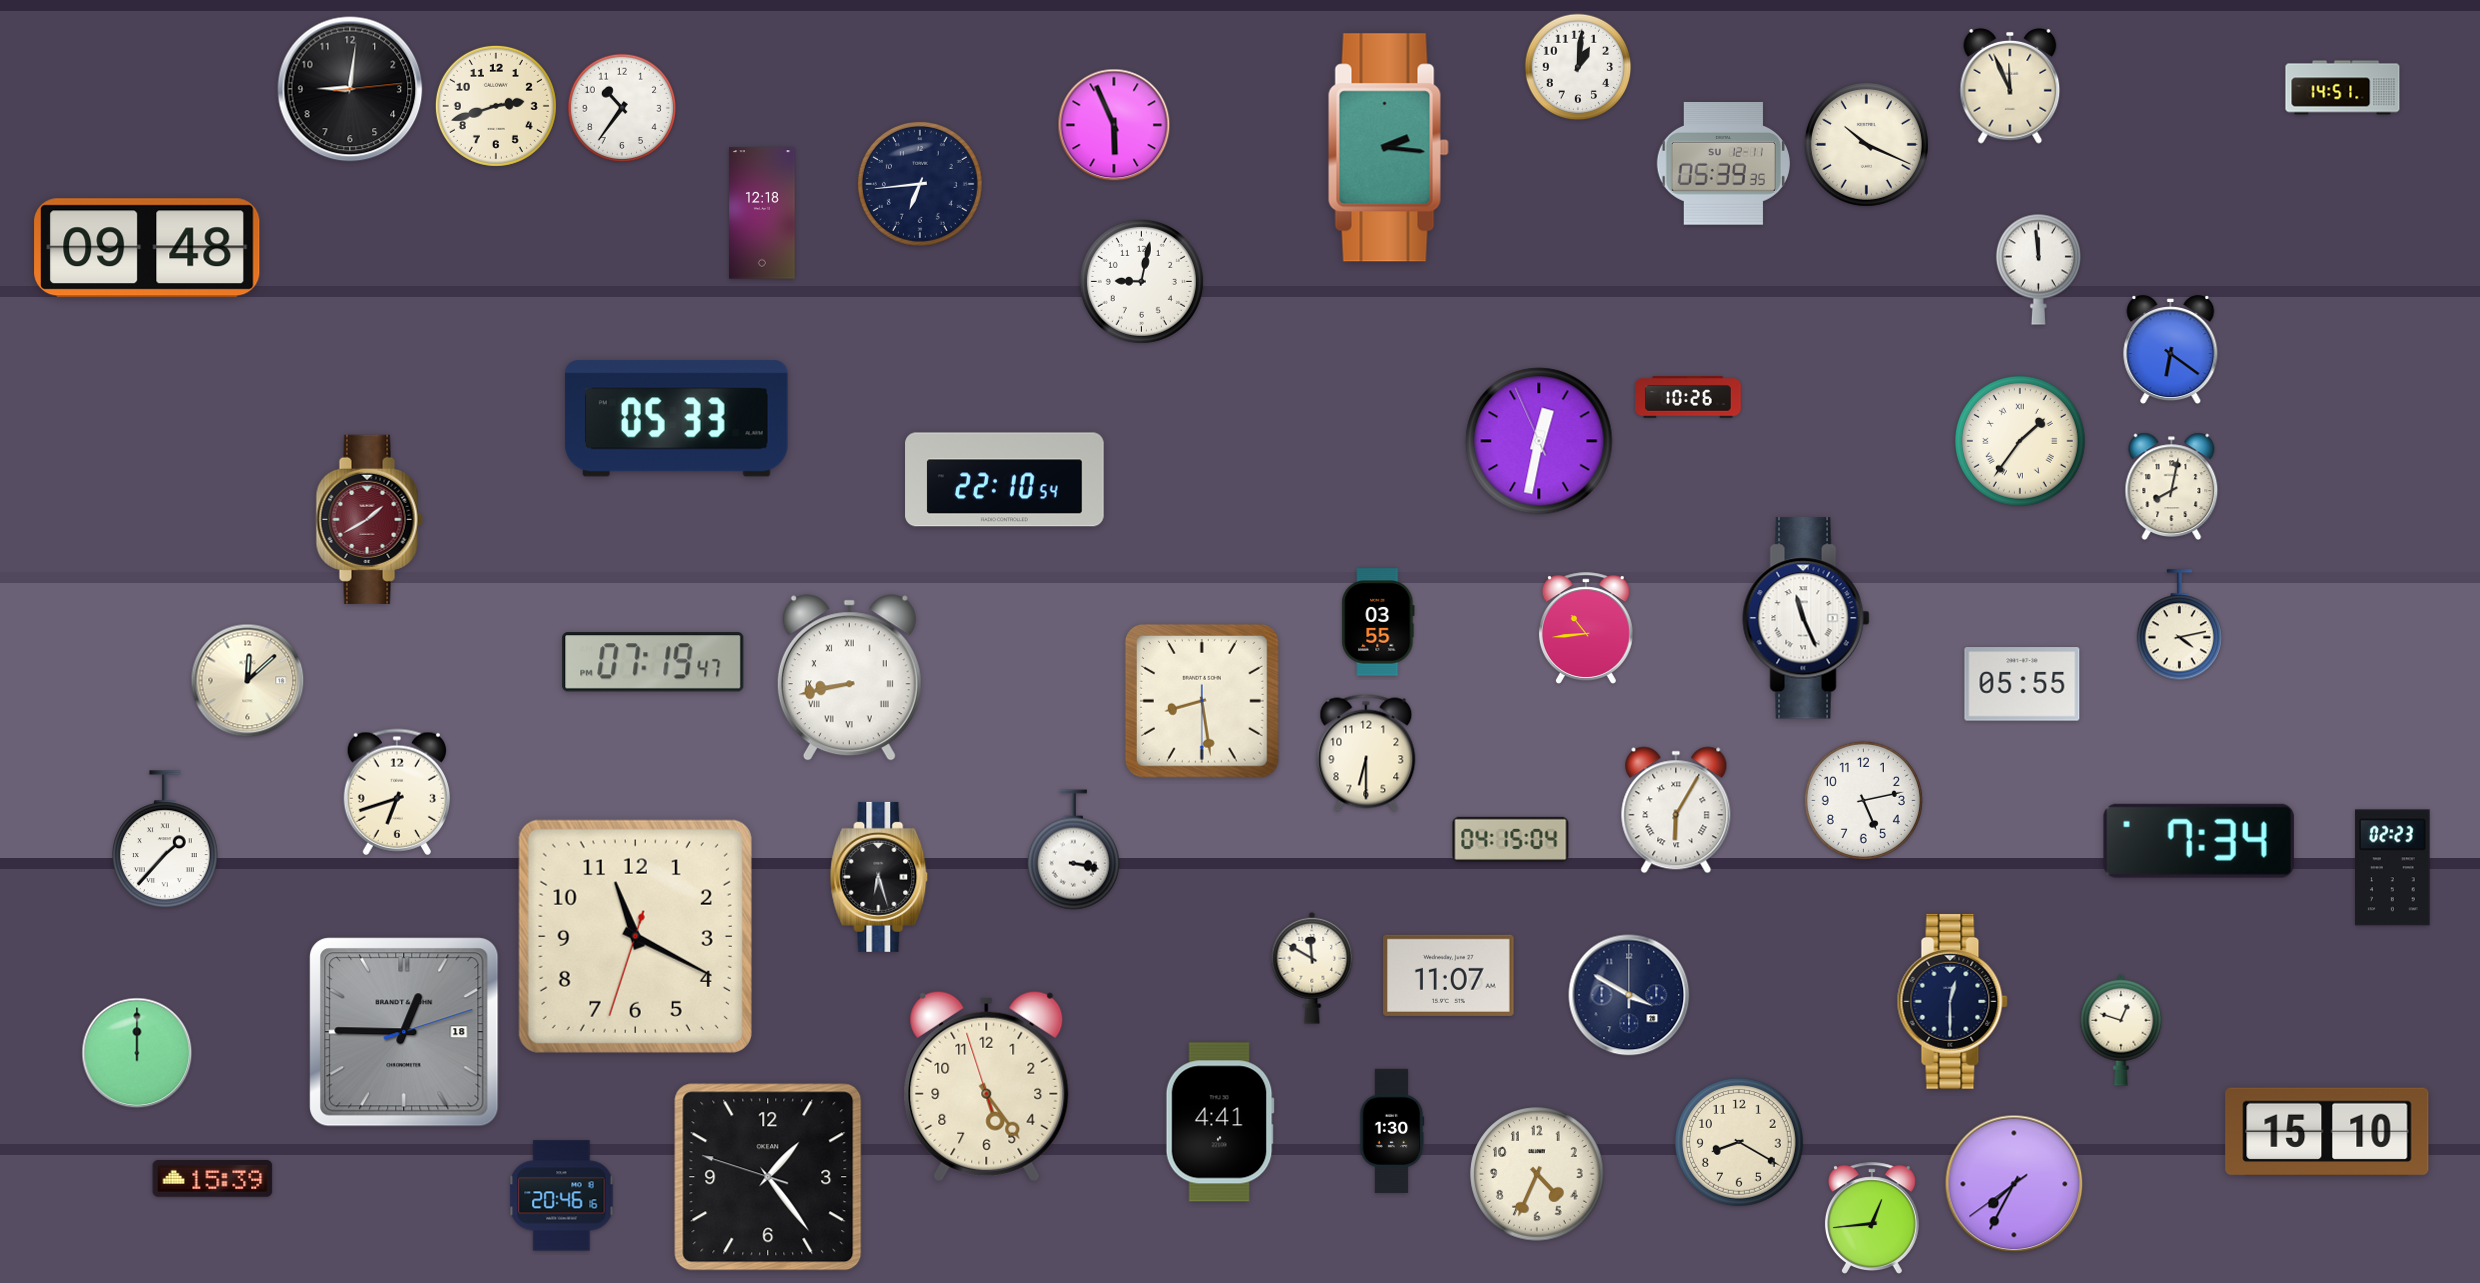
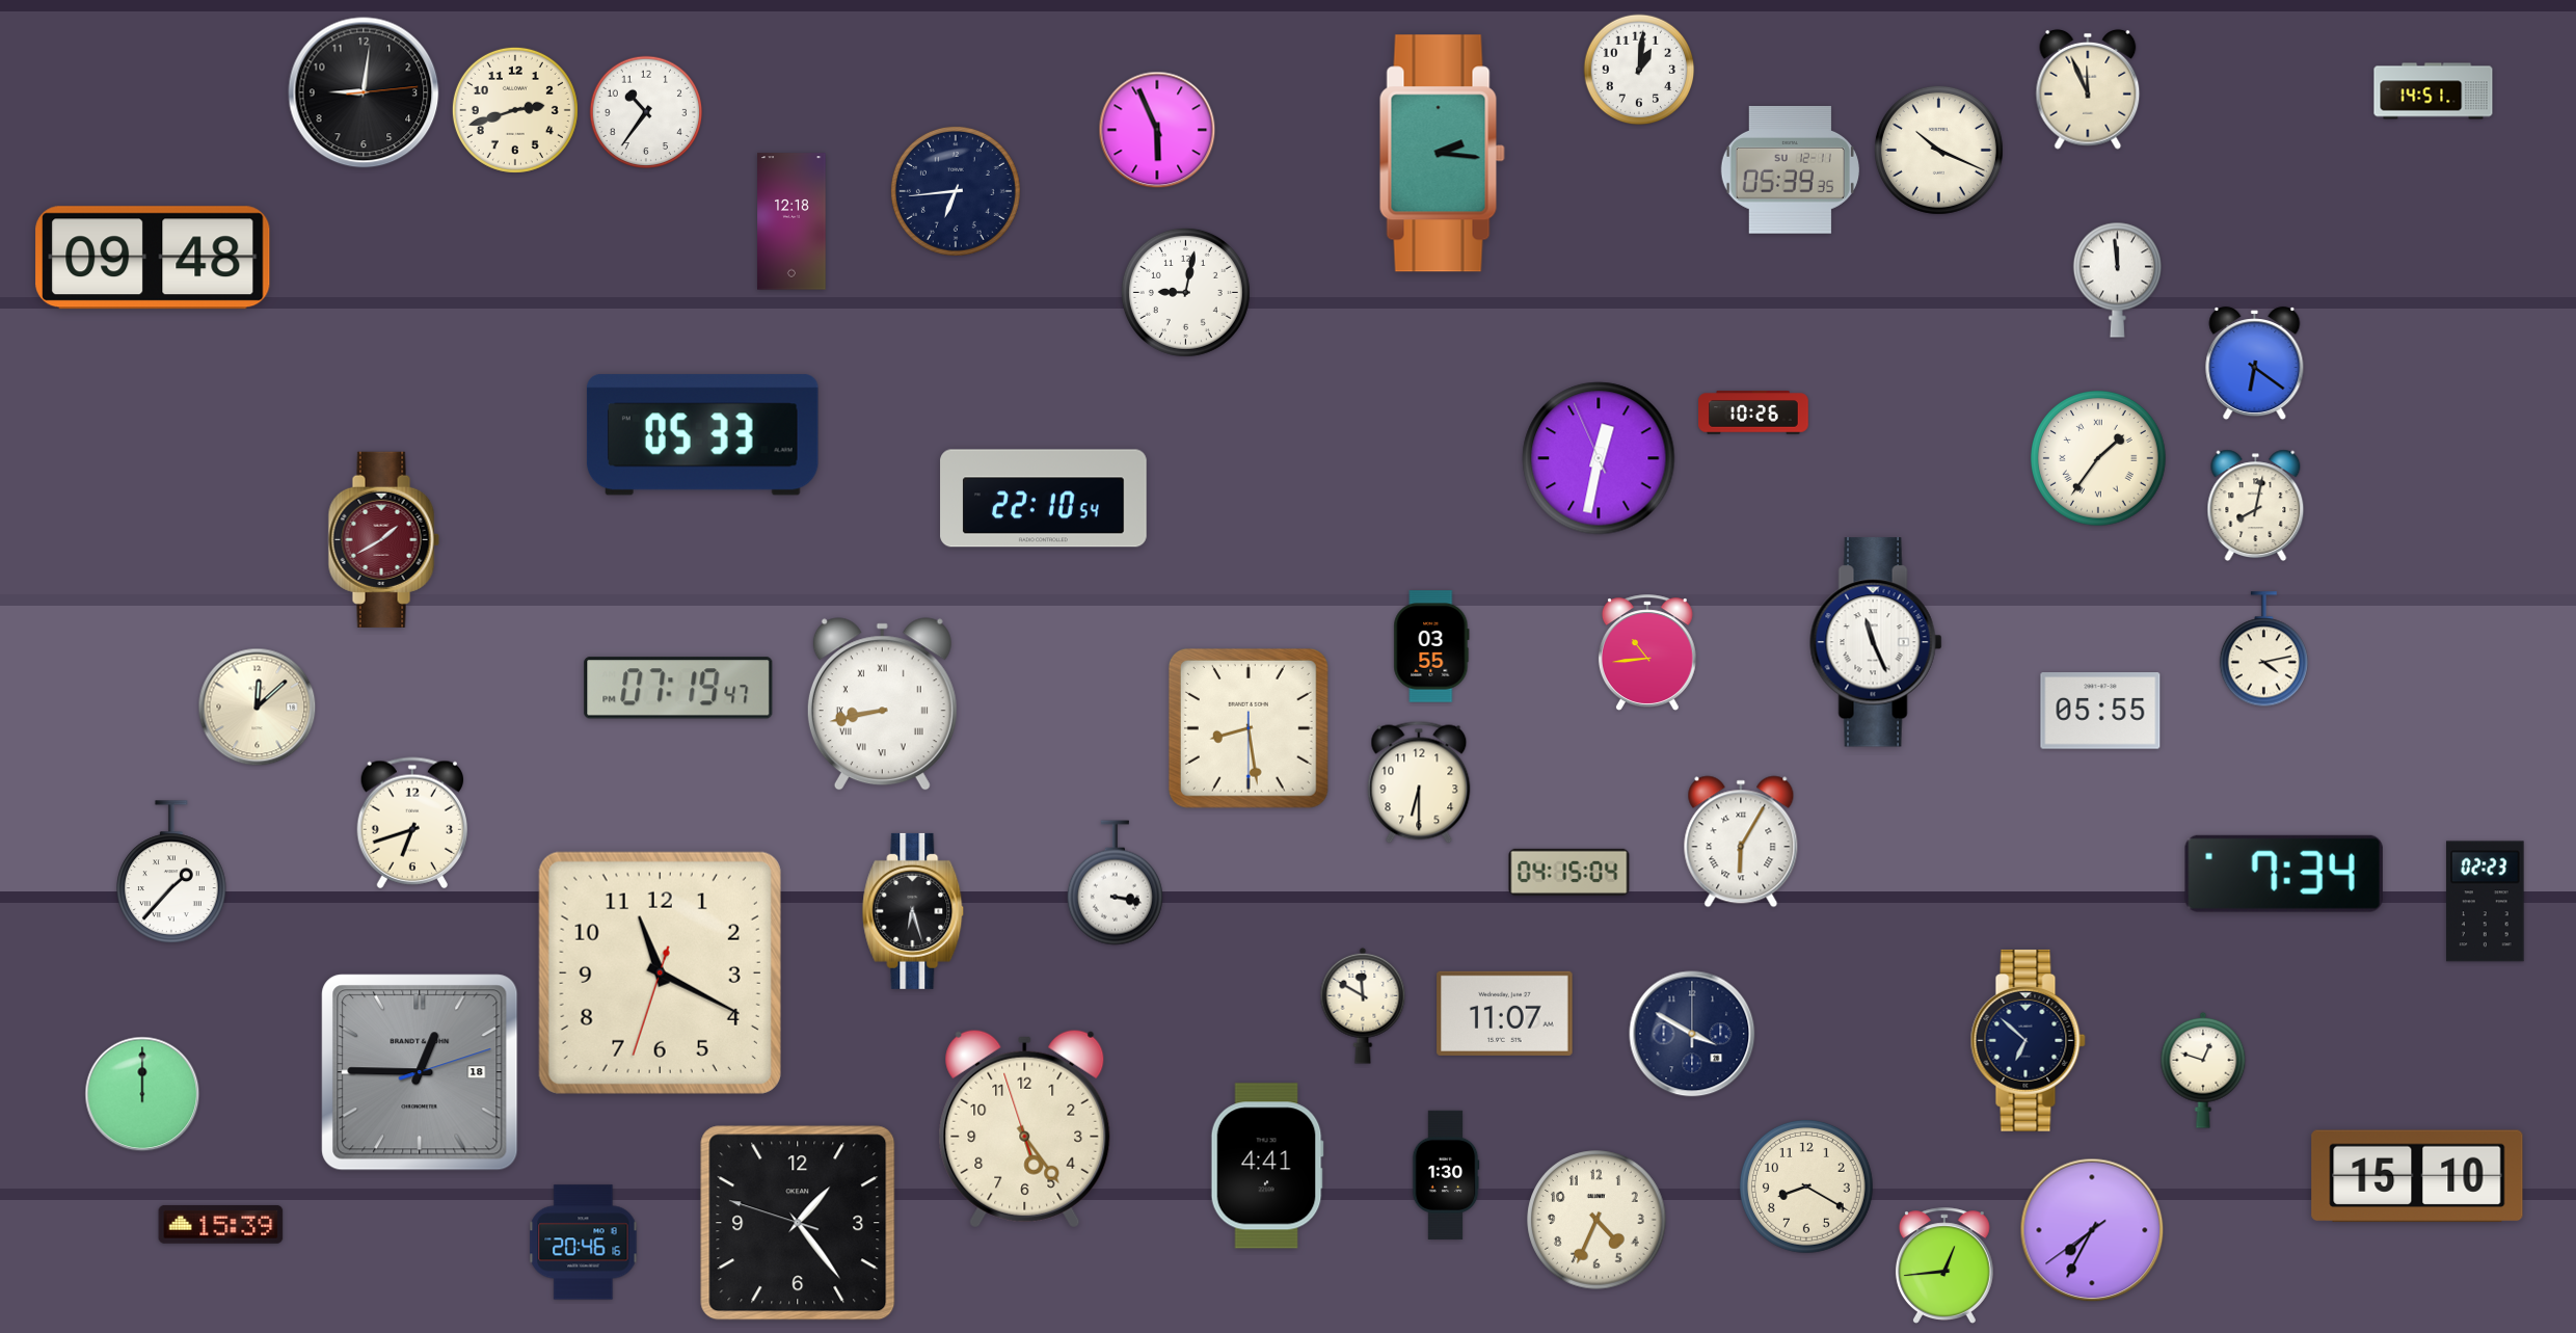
clock at (1863, 800): 5:13 -> none
clock at (1952, 1001): 12:30 -> 6:52
